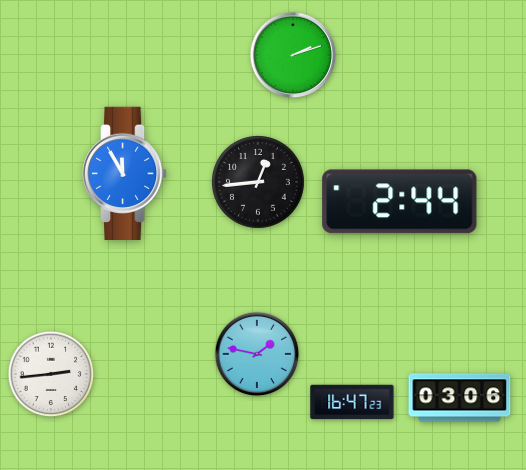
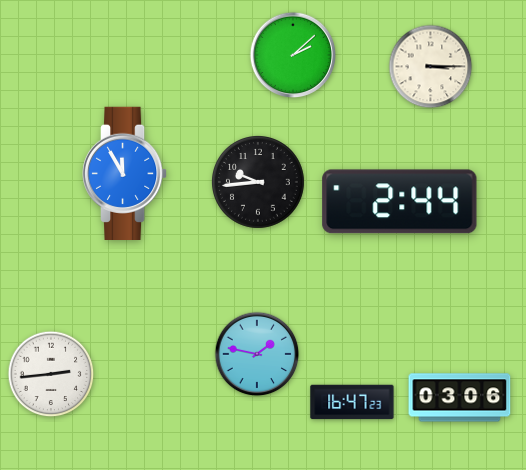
clock at (293, 55): 2:12 -> 2:08
clock at (431, 67): none -> 3:15
clock at (259, 183): 12:44 -> 9:44
